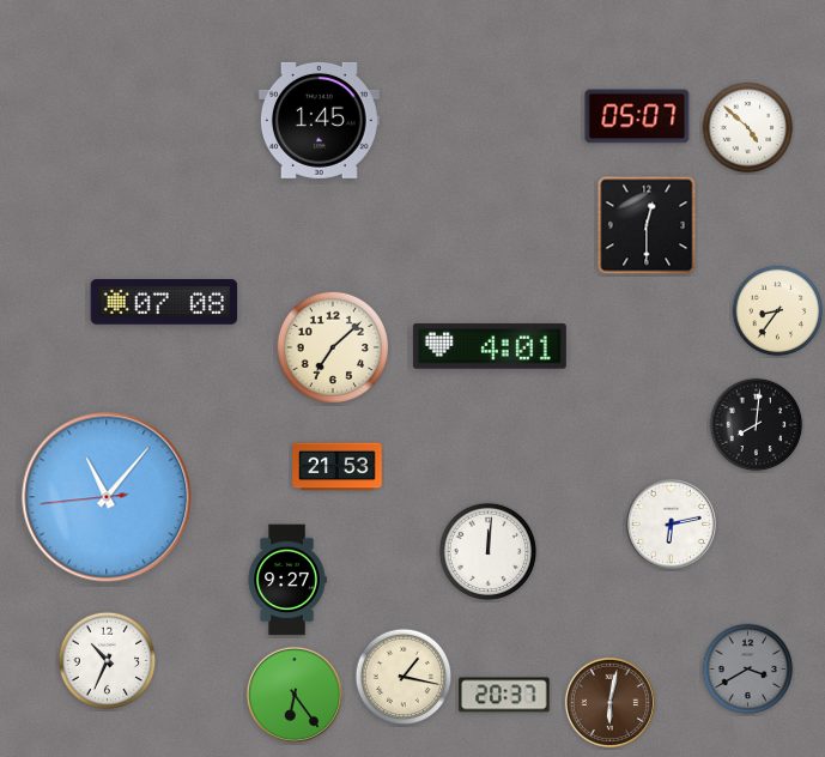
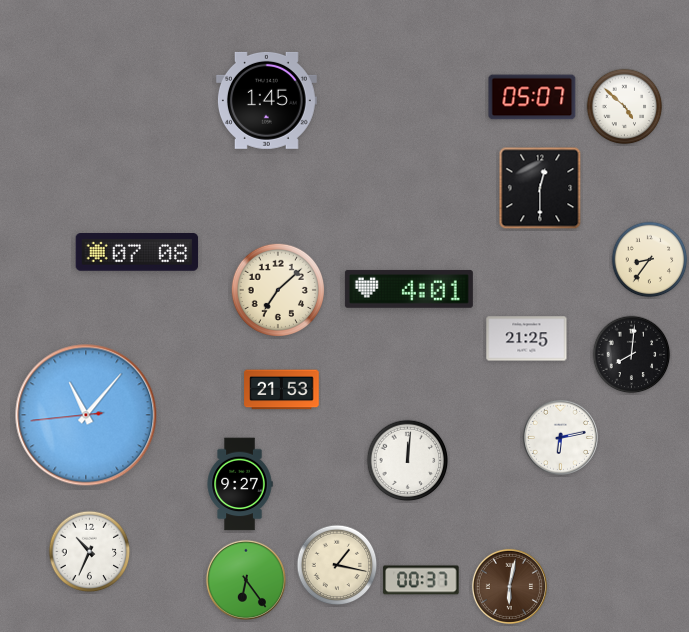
clock at (527, 339): none -> 21:25
clock at (107, 497) position: (107, 497) -> (86, 415)
clock at (748, 670): 3:40 -> none
clock at (504, 695): 20:37 -> 00:37
